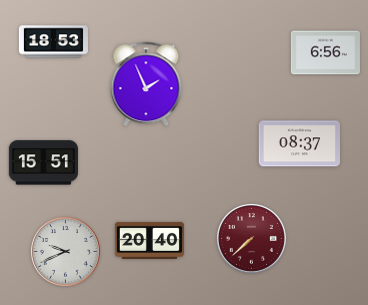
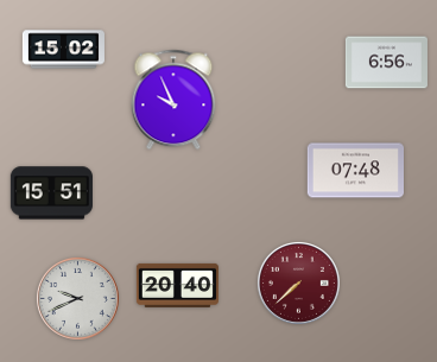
clock at (53, 42): 18:53 -> 15:02
clock at (146, 84): 1:56 -> 9:56
clock at (299, 144): 08:37 -> 07:48
